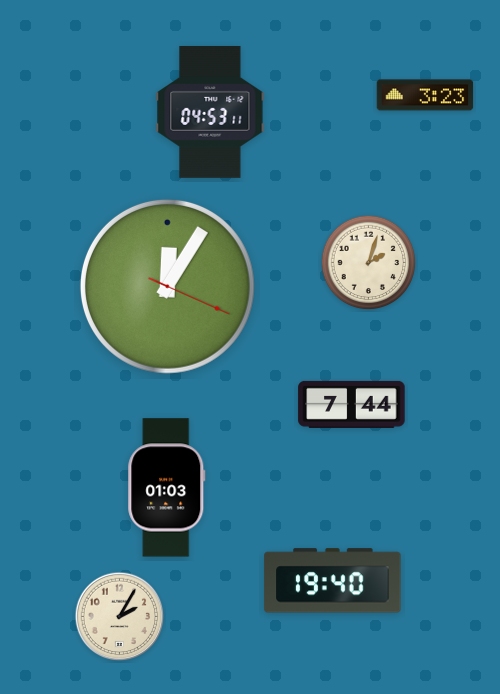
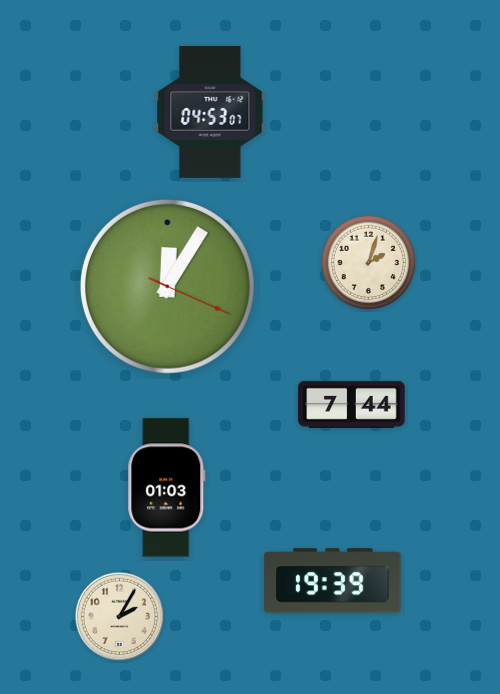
clock at (425, 95): 3:23 -> none
clock at (210, 112): 04:53:11 -> 04:53:07
clock at (333, 581): 19:40 -> 19:39
